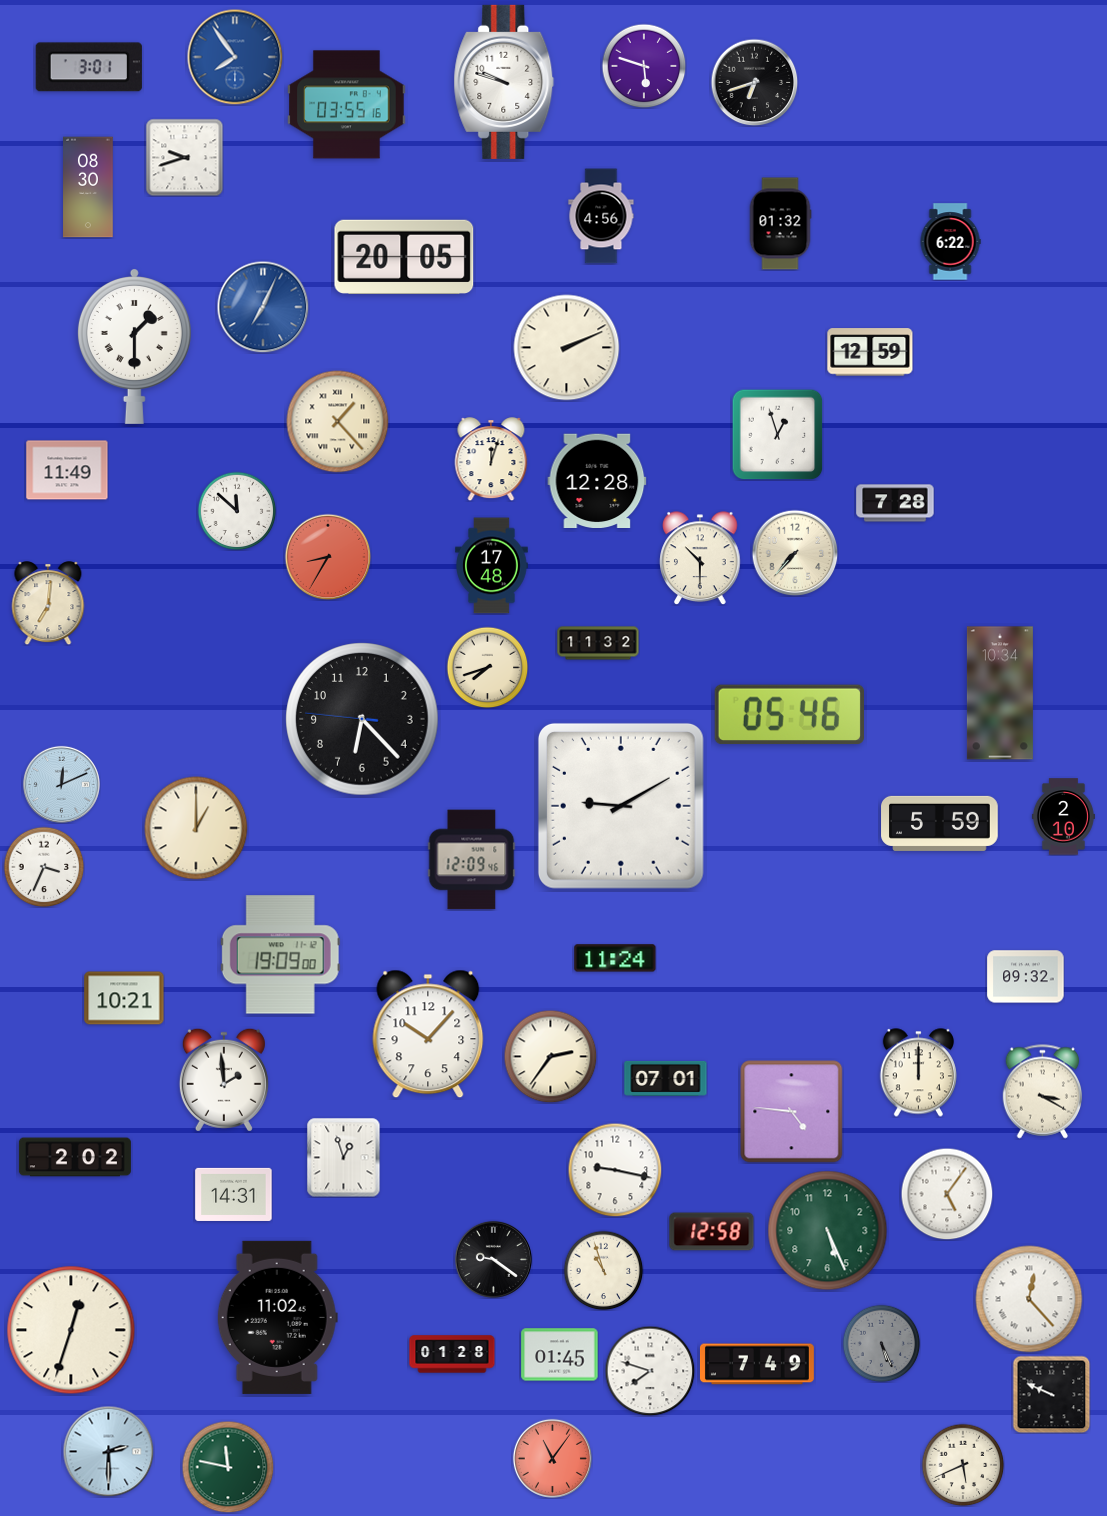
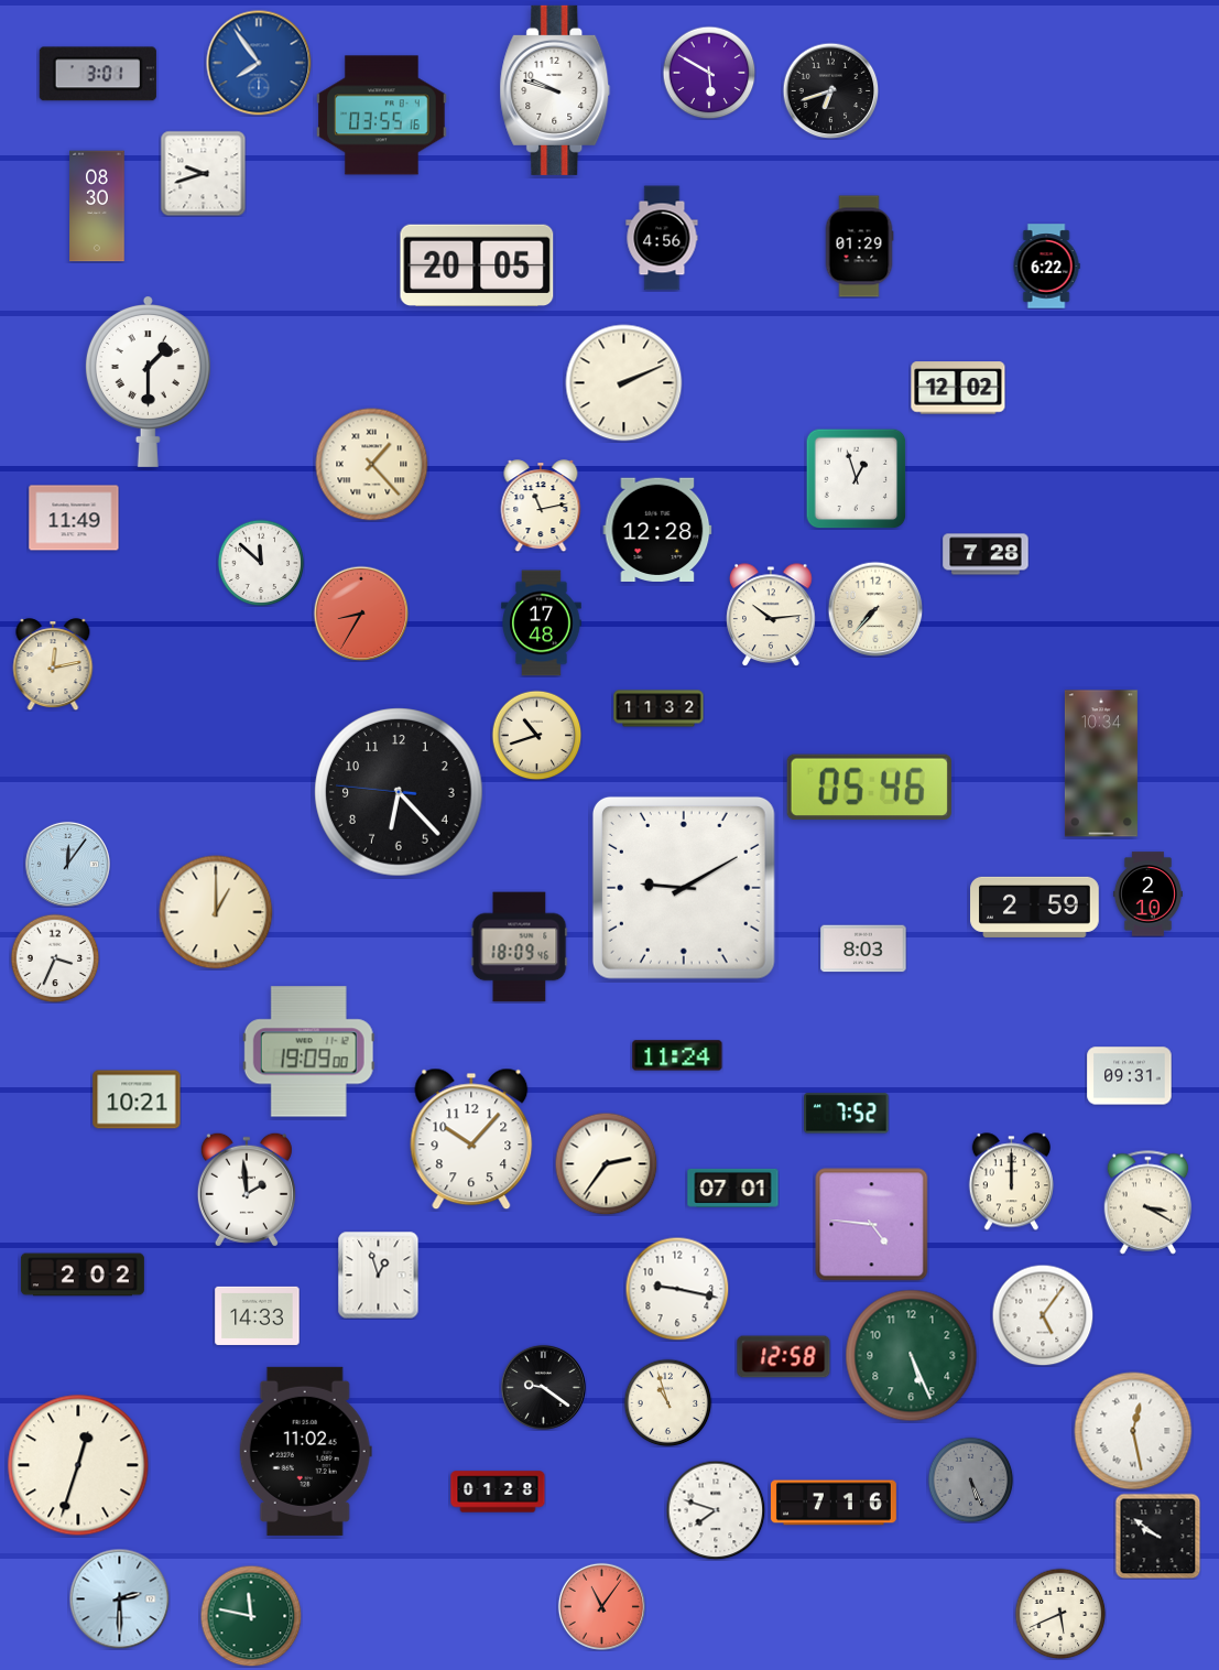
clock at (644, 66): 5:48 -> 5:50
clock at (780, 224): 01:32 -> 01:29
clock at (404, 257) position: (404, 257) -> (477, 265)
clock at (263, 307): 7:04 -> none
clock at (870, 352): 12:59 -> 12:02
clock at (491, 459): 12:03 -> 11:13
clock at (700, 558): 10:30 -> 10:14
clock at (48, 603): 7:01 -> 12:13
clock at (487, 667): 7:42 -> 10:42
clock at (61, 784): 12:11 -> 12:06
clock at (1063, 817) position: (1063, 817) -> (1147, 894)
clock at (940, 823): 5:59 -> 2:59
clock at (472, 860): 12:09 -> 18:09
clock at (863, 948): none -> 8:03
clock at (44, 867) position: (44, 867) -> (55, 958)
clock at (1026, 977): 09:32 -> 09:31
clock at (847, 1114): none -> 7:52
clock at (234, 1194): 14:31 -> 14:33
clock at (603, 1270) position: (603, 1270) -> (667, 1402)
clock at (1029, 1299): 12:23 -> 12:28
clock at (560, 1355): 01:45 -> none
clock at (757, 1364): 7:49 -> 7:16
clock at (1051, 1394): 9:49 -> 9:51
clock at (552, 1458) position: (552, 1458) -> (601, 1606)
